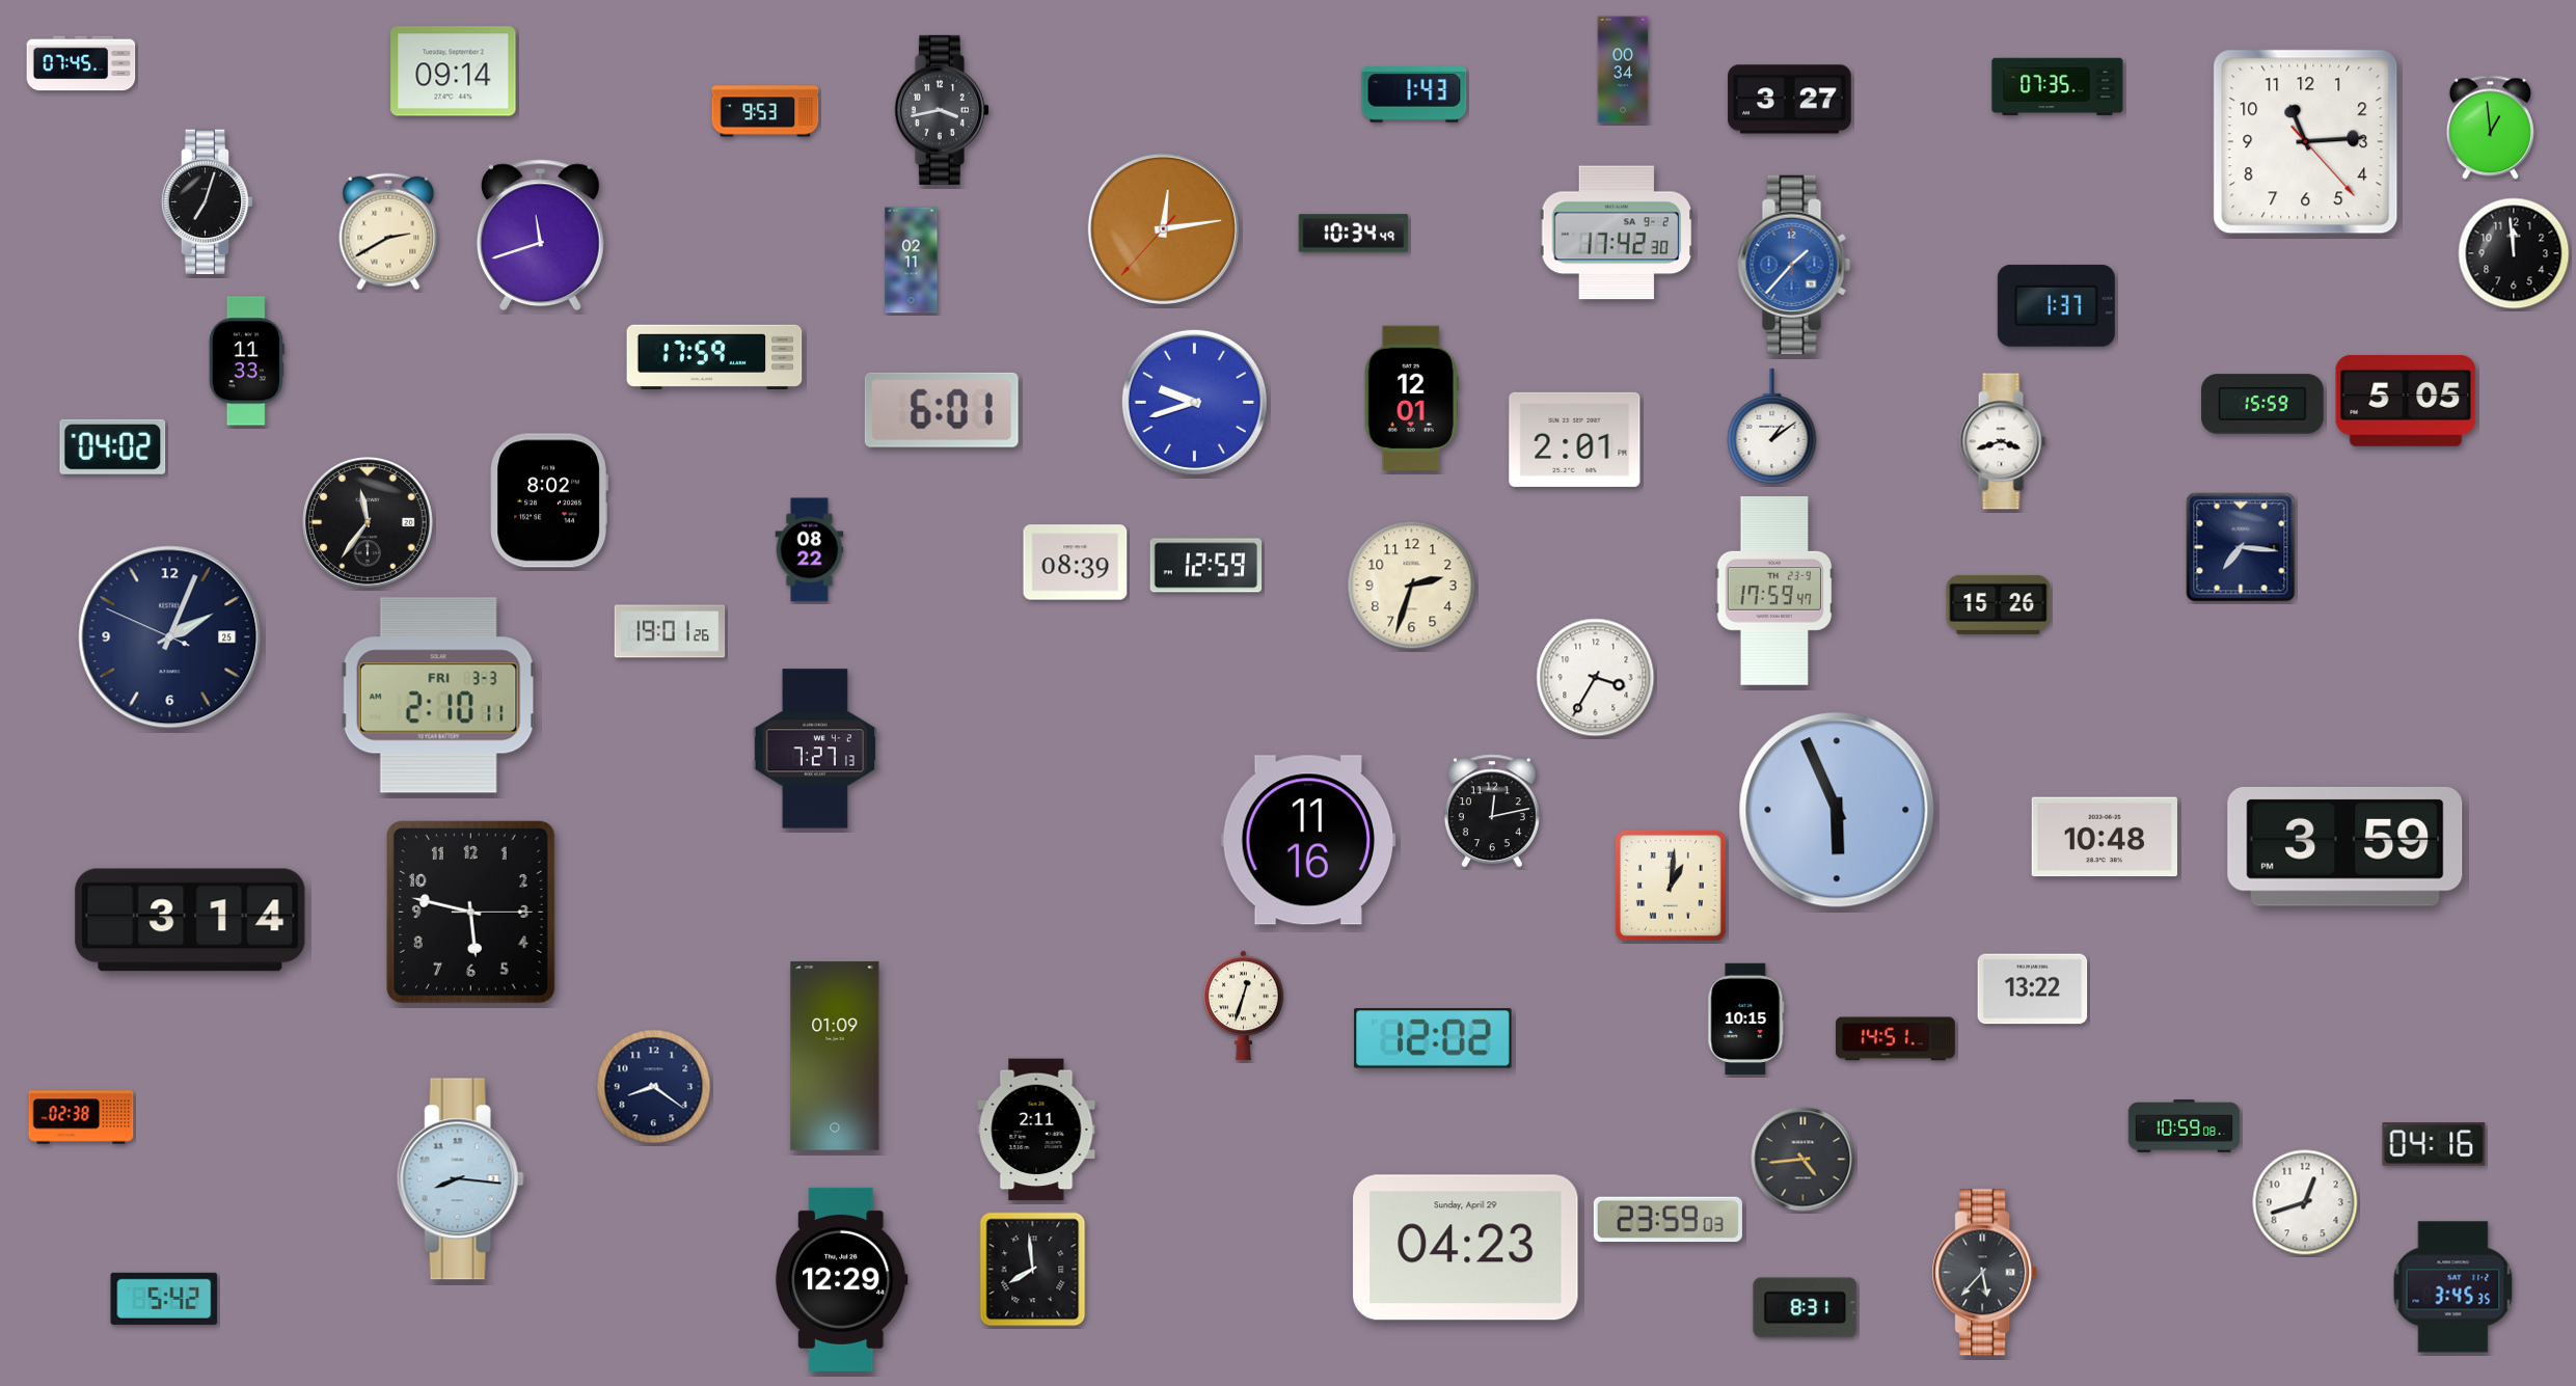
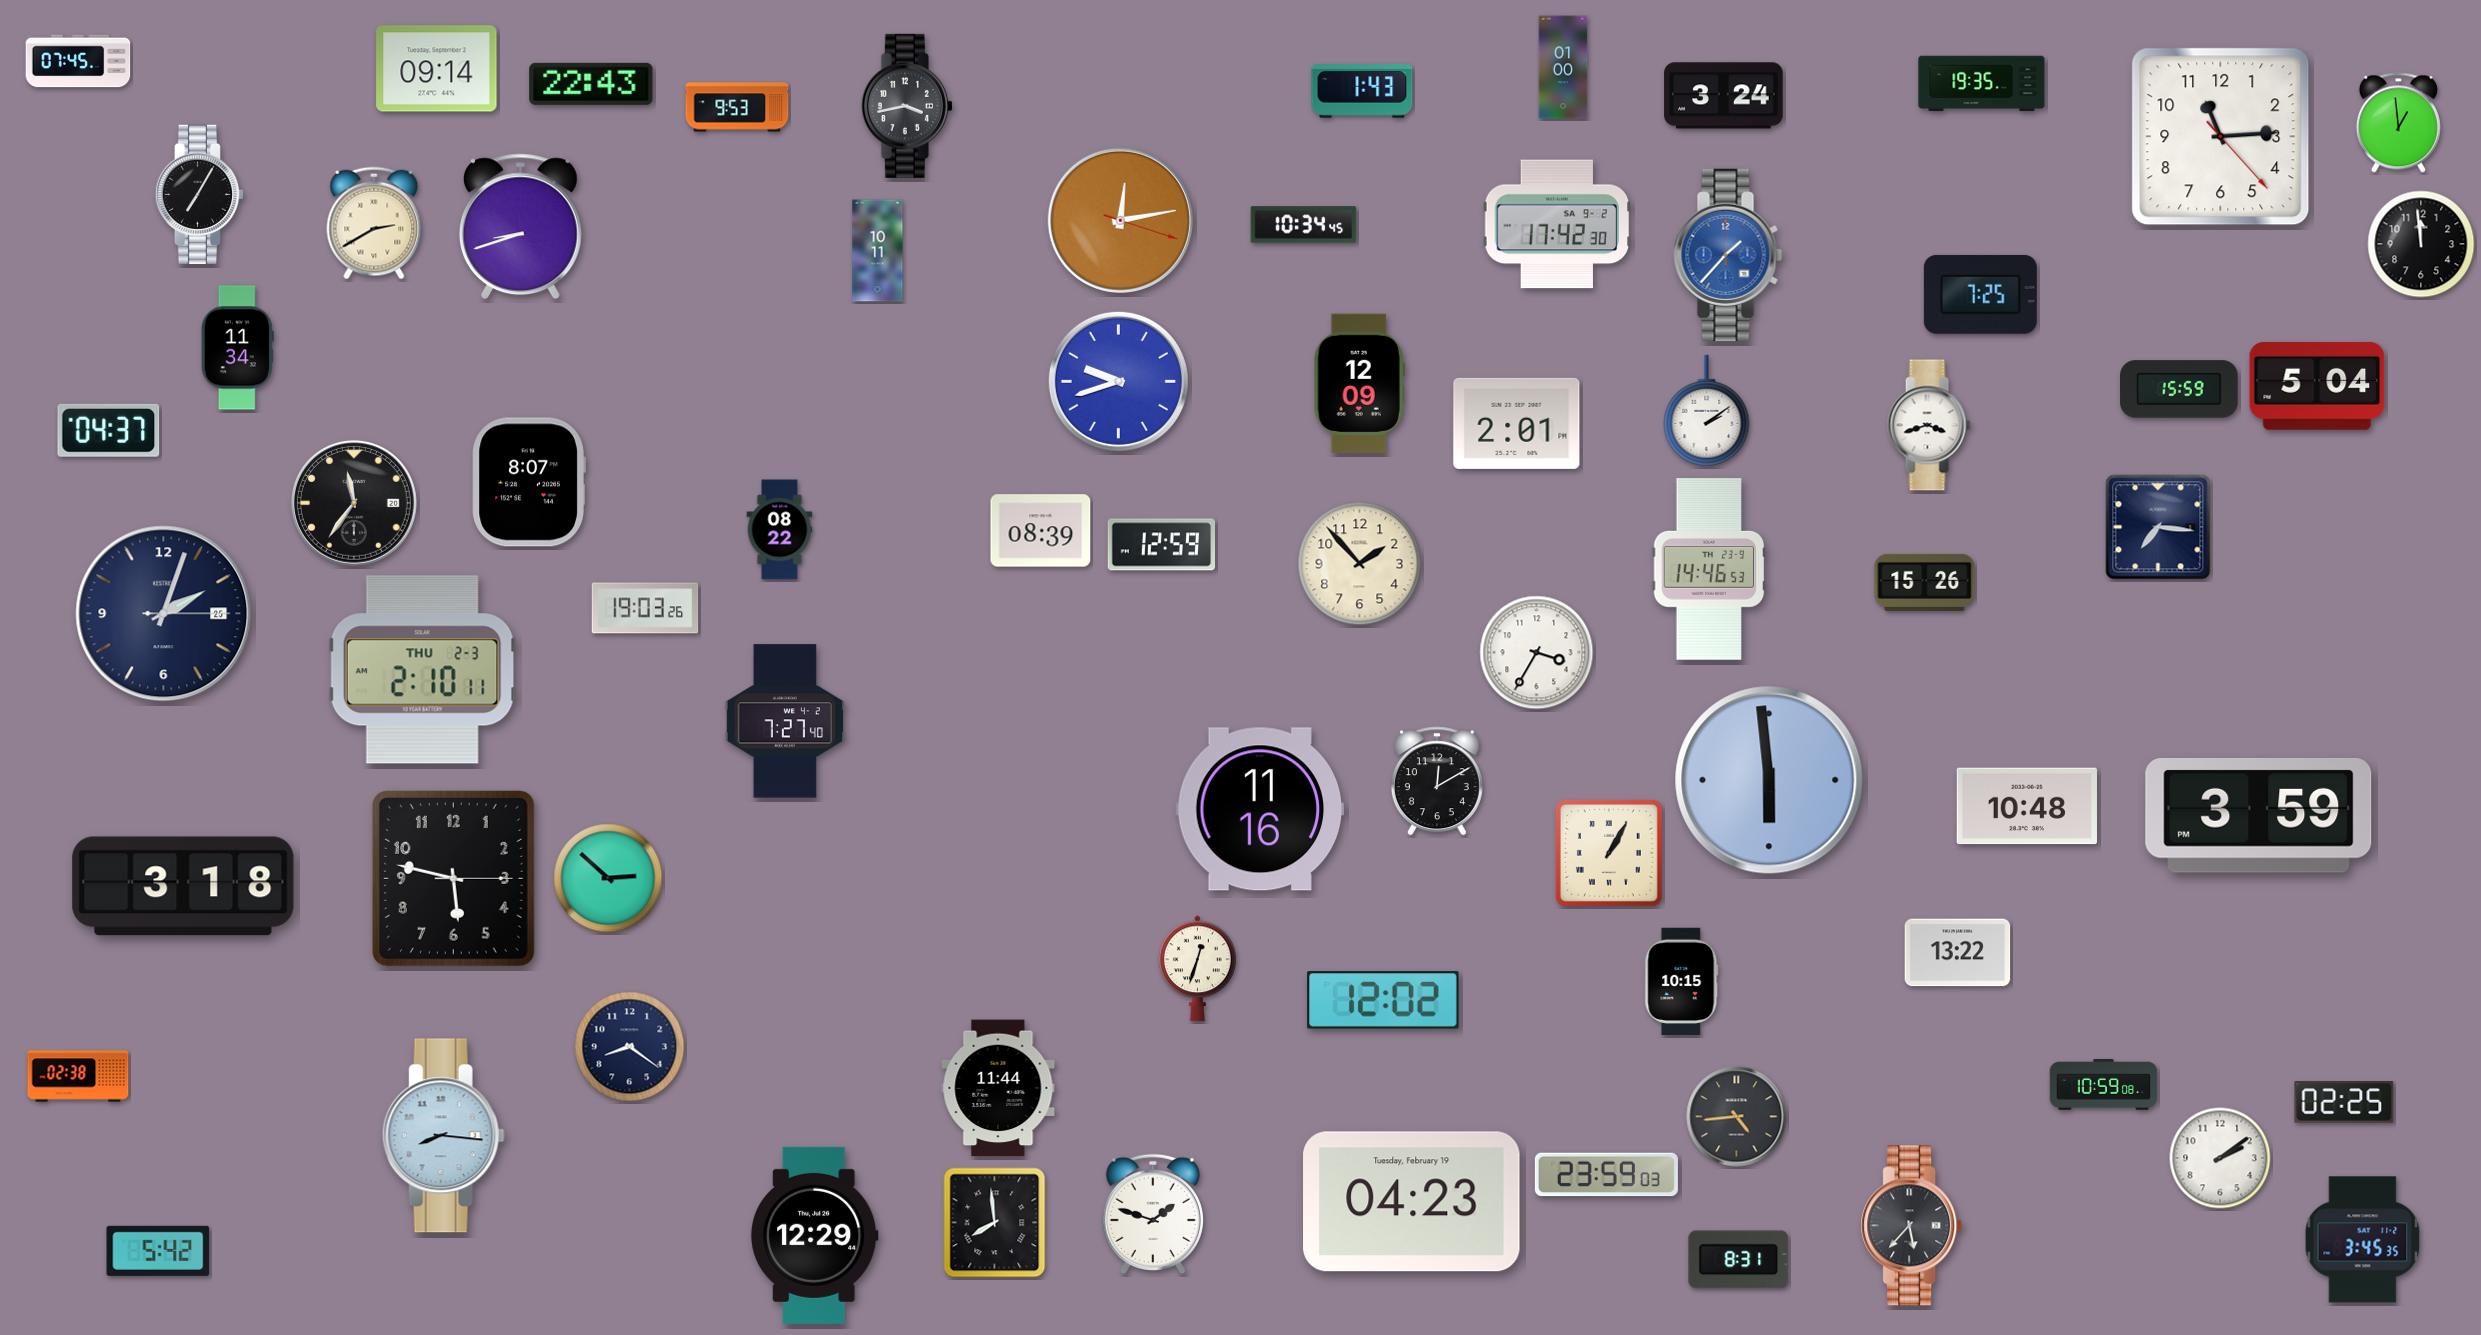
clock at (1623, 70): 00:34 -> 01:00
clock at (591, 84): none -> 22:43
clock at (2058, 87): 07:35 -> 19:35
clock at (1790, 100): 3:27 -> 3:24
clock at (208, 202): 7:03 -> 7:05
clock at (1163, 228): 12:13:37 -> 12:13:18
clock at (1354, 234): 10:34:49 -> 10:34:45
clock at (540, 236): 11:42 -> 8:42
clock at (912, 261): 02:11 -> 10:11
clock at (2056, 305): 1:37 -> 7:25
clock at (714, 356): 17:59 -> none
clock at (246, 361): 11:33 -> 11:34
clock at (1411, 399): 12:01 -> 12:09
clock at (2406, 401): 5:05 -> 5:04
clock at (1194, 402) position: (1194, 402) -> (1118, 381)
clock at (942, 410): 6:01 -> none
clock at (1772, 427): 1:09 -> 2:09
clock at (113, 446): 04:02 -> 04:37
clock at (549, 500): 8:02 -> 8:07
clock at (1076, 563) position: (1076, 563) -> (1041, 531)
clock at (1412, 586): 2:33 -> 1:53
clock at (1774, 591): 17:59 -> 14:46
clock at (670, 631): 19:01 -> 19:03
clock at (170, 637): 2:03:49 -> 2:03:15
clock at (438, 696) date: FRI 3-3 -> THU 2-3
clock at (814, 749): 7:27:13 -> 7:27:40
clock at (1837, 810): 5:56 -> 5:59
clock at (1492, 811): 12:13 -> 12:10
clock at (1671, 886): 1:01 -> 1:05
clock at (608, 878): none -> 2:52
clock at (190, 920): 3:14 -> 3:18
clock at (1433, 1038) position: (1433, 1038) -> (1383, 1000)
clock at (1895, 1039): 14:51 -> none
clock at (835, 1056): 01:09 -> none
clock at (1036, 1130): 2:11 -> 11:44
clock at (2434, 1144): 04:16 -> 02:25
clock at (2305, 1202): 12:42 -> 2:09
clock at (1466, 1248) date: Sunday, April 29 -> Tuesday, February 19
clock at (1153, 1214): none -> 1:48
clock at (841, 1279) position: (841, 1279) -> (814, 1235)
